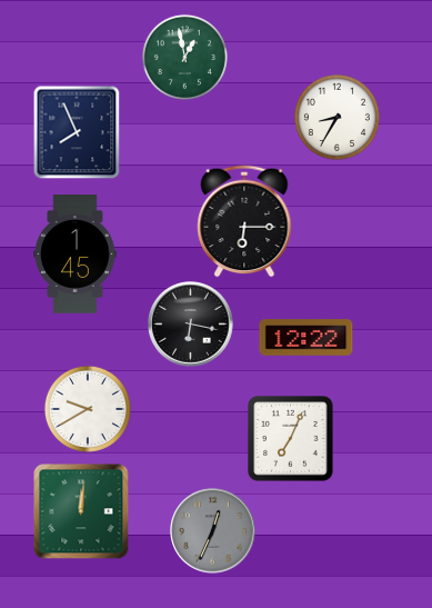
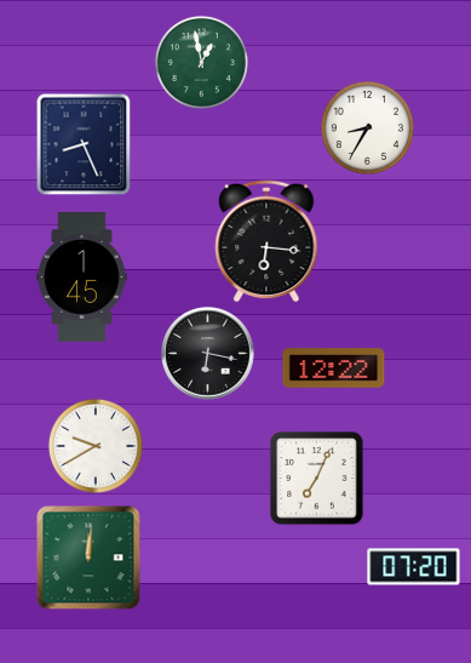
clock at (77, 132): 7:56 -> 8:26
clock at (244, 221): 6:15 -> 6:16
clock at (414, 567): none -> 07:20
clock at (213, 531): 12:34 -> none
